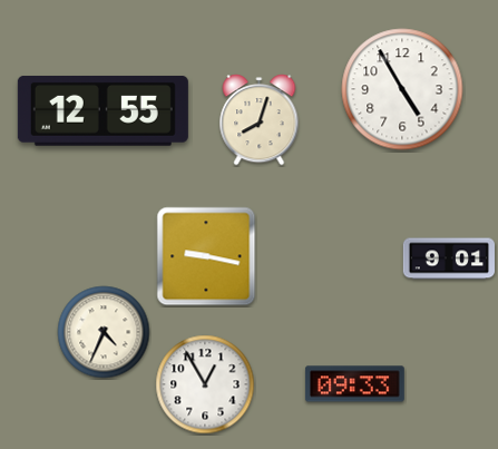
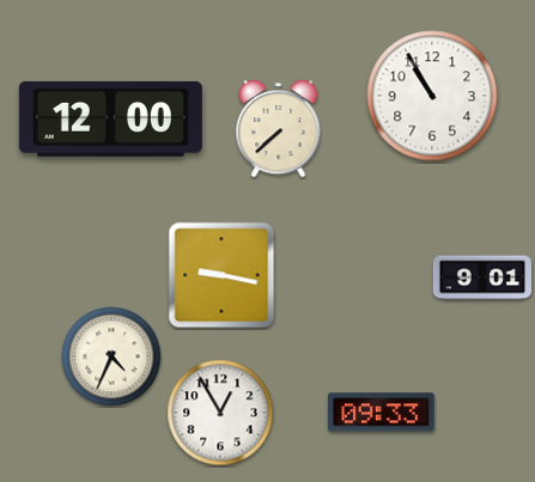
clock at (402, 89): 4:55 -> 10:55
clock at (102, 110): 12:55 -> 12:00
clock at (260, 120): 8:03 -> 7:38
